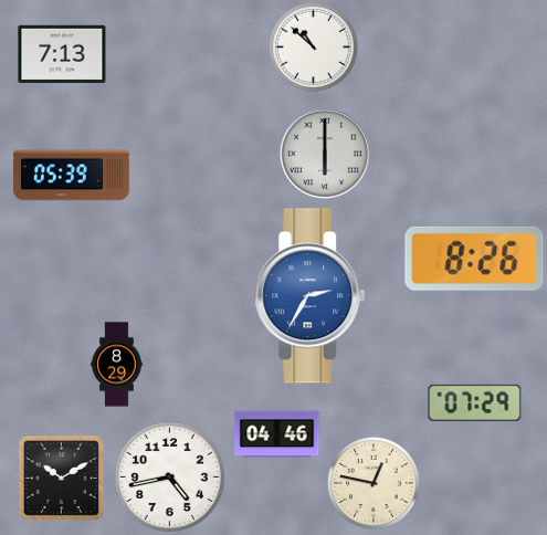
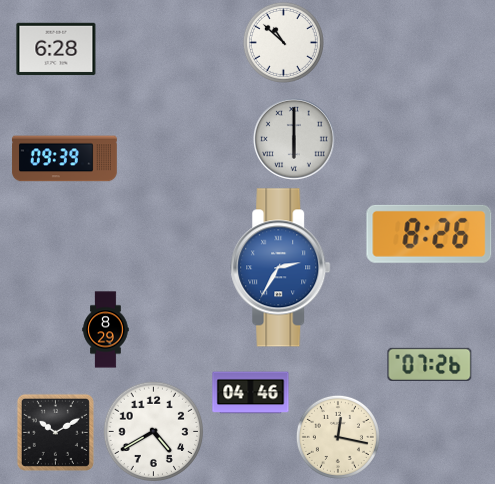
clock at (62, 54): 7:13 -> 6:28
clock at (72, 176): 05:39 -> 09:39
clock at (475, 402): 07:29 -> 07:26
clock at (170, 478): 4:43 -> 4:40
clock at (374, 483): 12:47 -> 12:17
